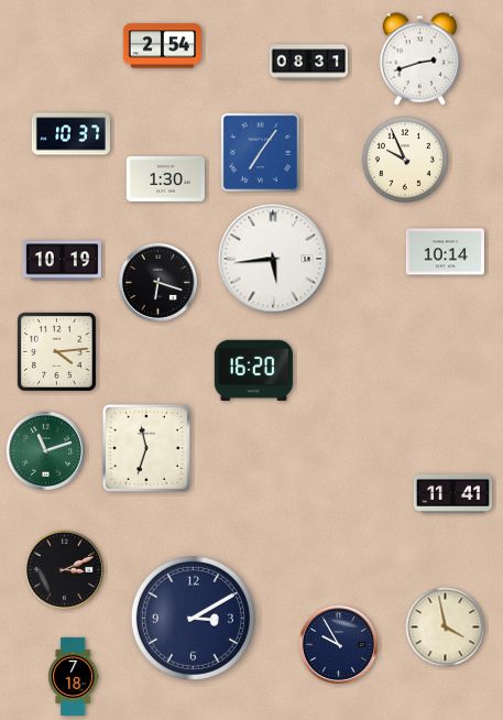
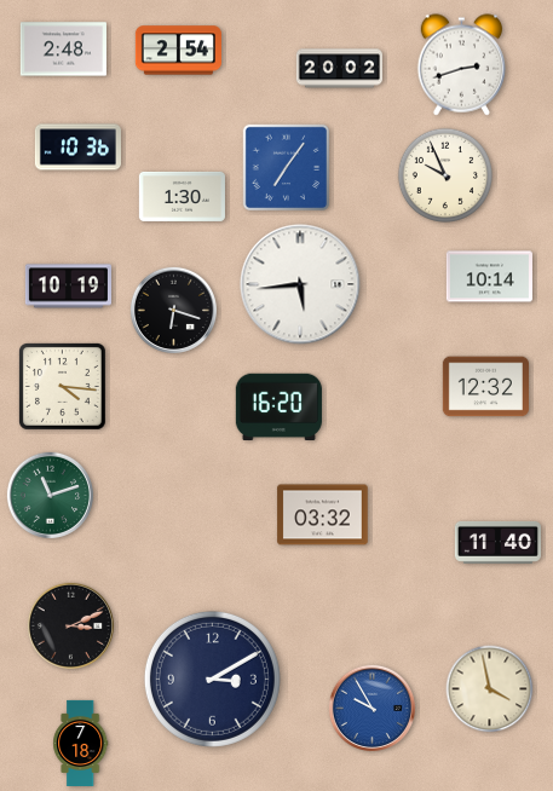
clock at (63, 50): none -> 2:48
clock at (308, 63): 08:31 -> 20:02
clock at (70, 134): 10:37 -> 10:36
clock at (57, 352): 4:14 -> 4:16
clock at (485, 387): none -> 12:32
clock at (146, 448): 11:33 -> none
clock at (323, 515): none -> 03:32
clock at (452, 493): 11:41 -> 11:40
clock at (338, 644) dial: navy -> blue
